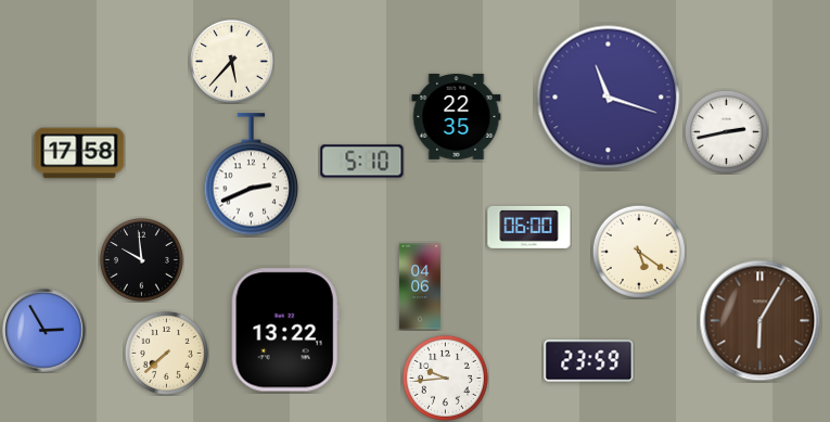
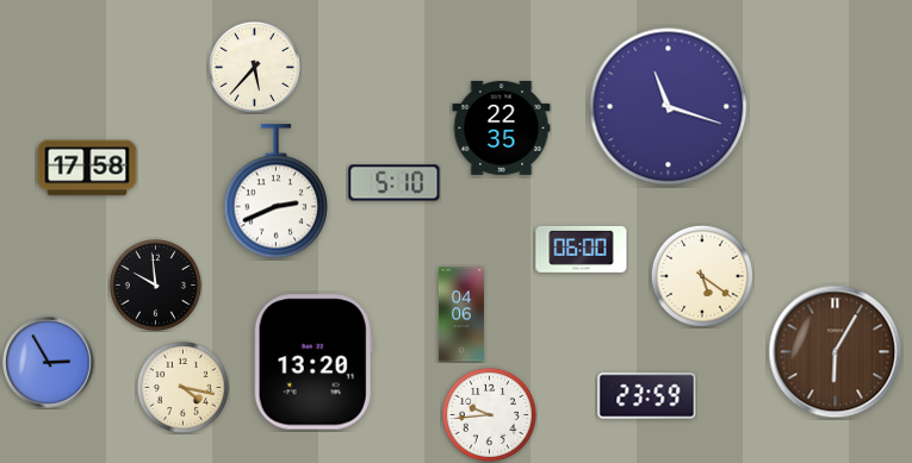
clock at (726, 131): 2:43 -> none
clock at (362, 162) position: (362, 162) -> (395, 183)
clock at (285, 330): 13:22 -> 13:20
clock at (166, 353): 7:38 -> 4:17
